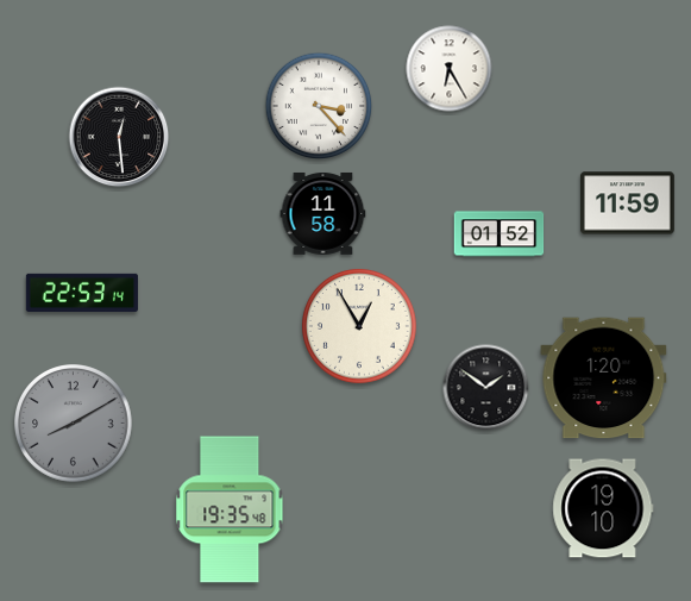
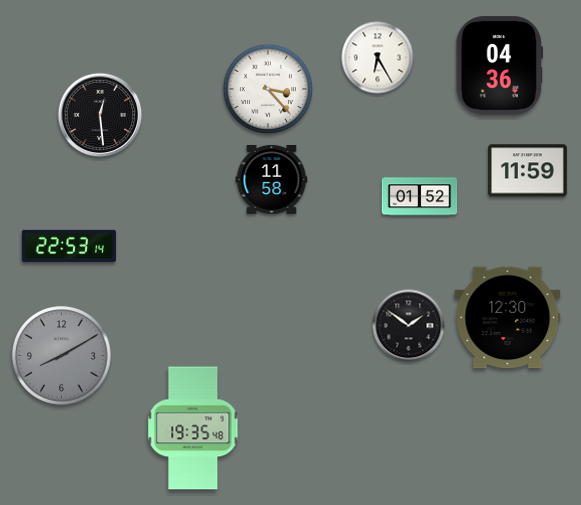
clock at (500, 66): none -> 04:36
clock at (359, 326): 12:55 -> none
clock at (604, 378): 1:20 -> 12:30
clock at (603, 508): 19:10 -> none
